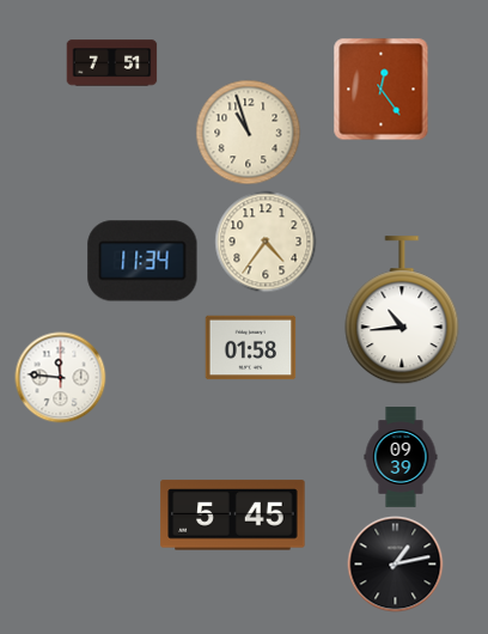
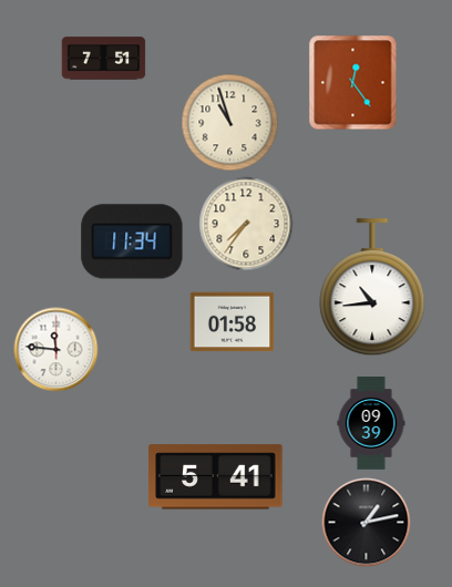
clock at (266, 242): 4:36 -> 7:36
clock at (233, 516): 5:45 -> 5:41
